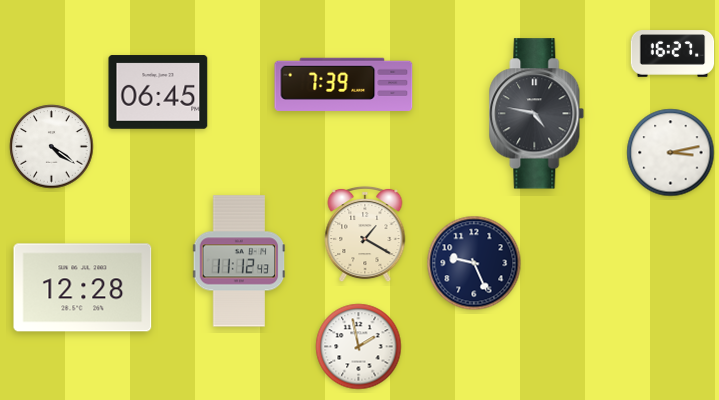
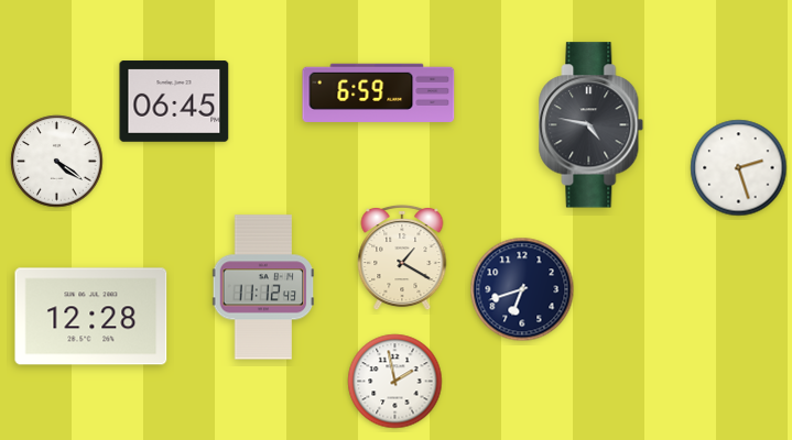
clock at (673, 54): 16:27 -> none
clock at (344, 84): 7:39 -> 6:59
clock at (671, 153): 3:13 -> 2:27
clock at (474, 263): 9:26 -> 6:42
